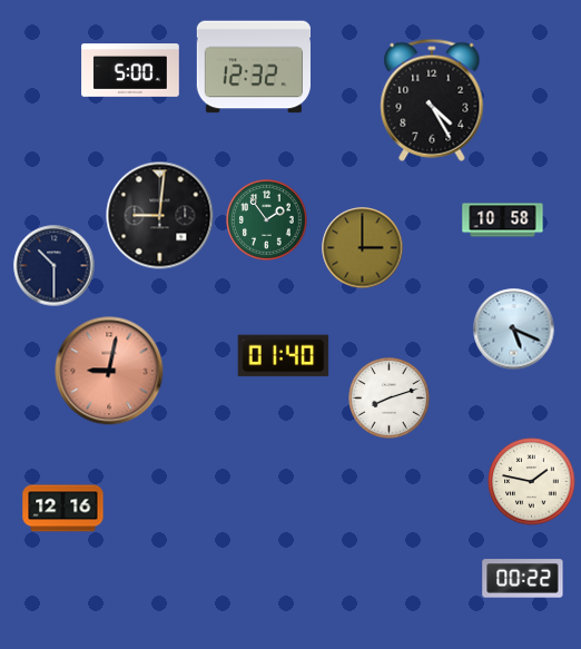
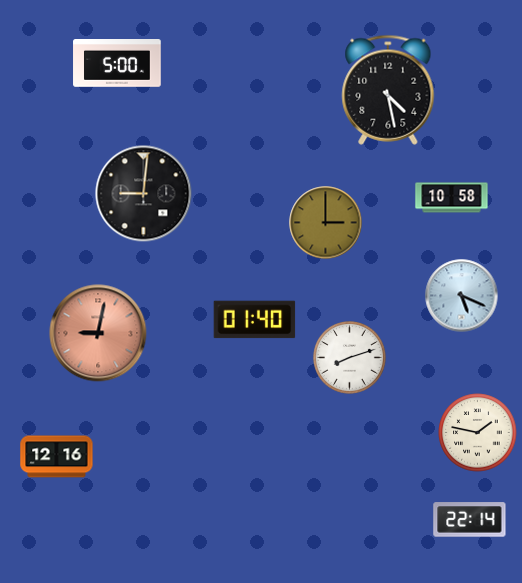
clock at (253, 67): 12:32 -> none
clock at (432, 100): 4:25 -> 4:28
clock at (267, 220): 1:54 -> none
clock at (55, 266): 10:30 -> none
clock at (523, 579): 00:22 -> 22:14
